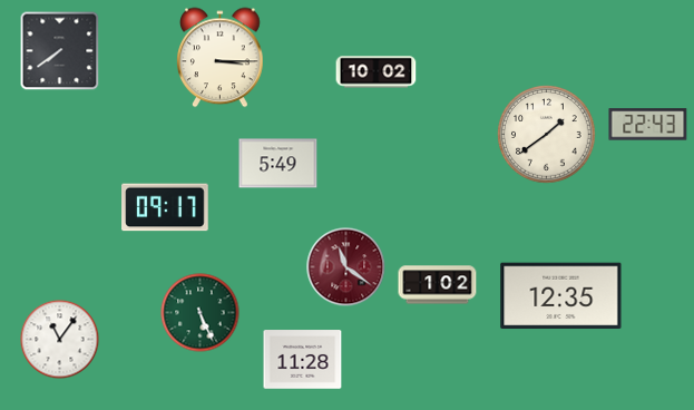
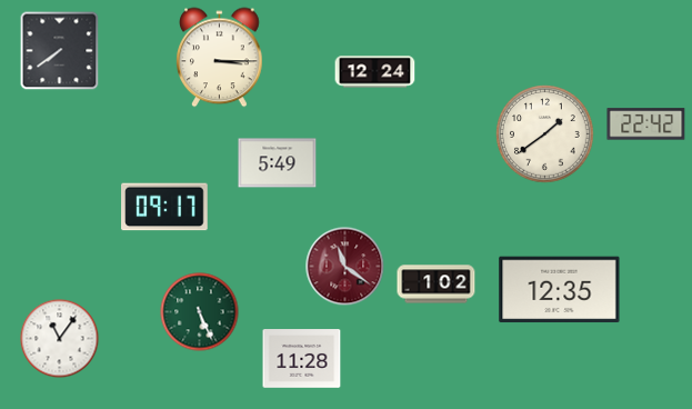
clock at (377, 72): 10:02 -> 12:24
clock at (648, 125): 22:43 -> 22:42
clock at (561, 296) position: (561, 296) -> (560, 290)
